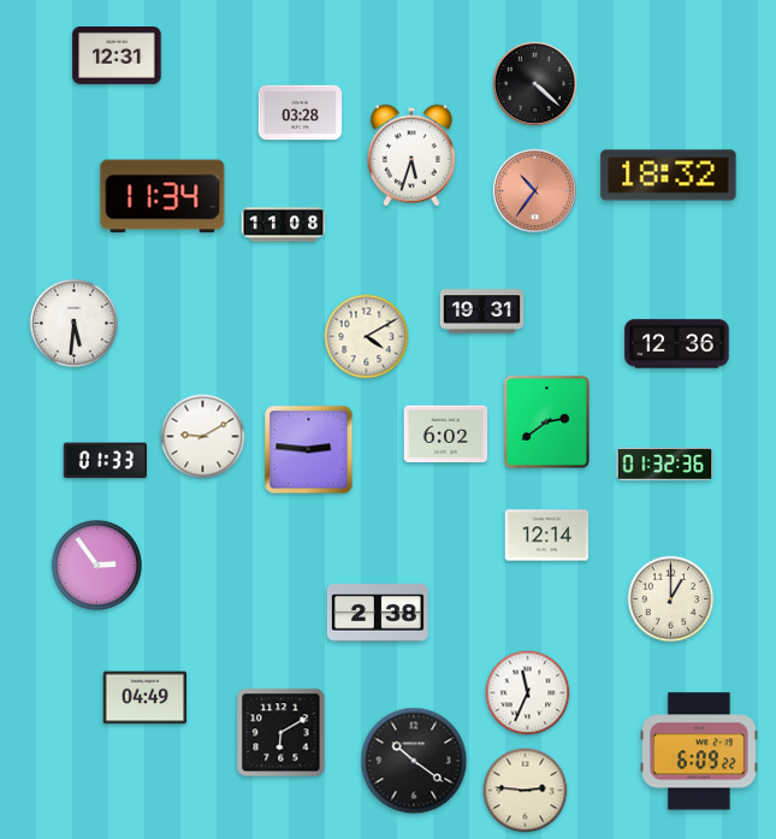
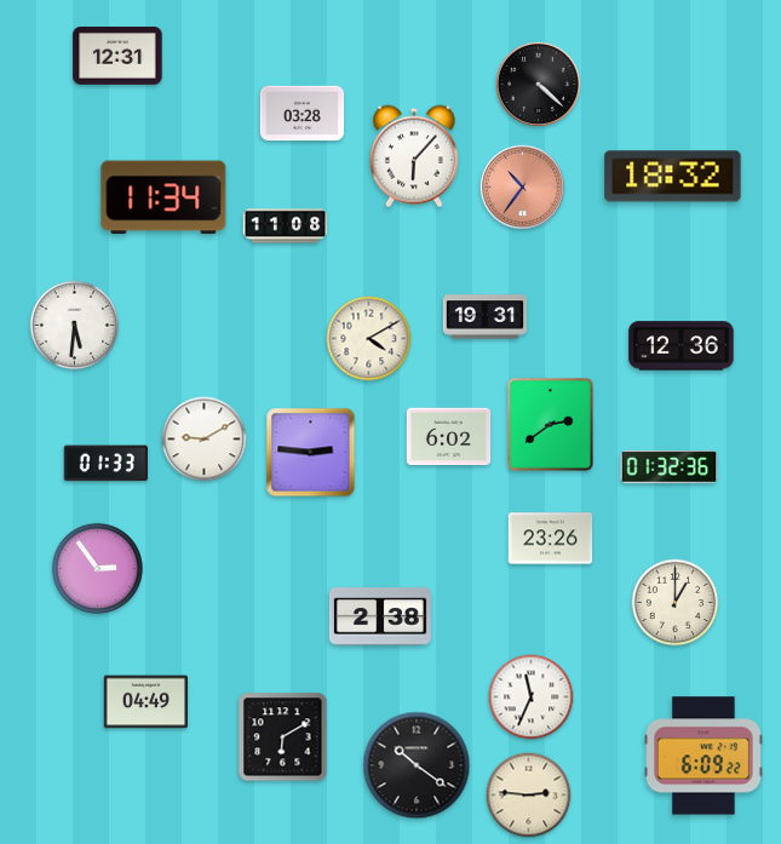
clock at (411, 155): 5:33 -> 6:07
clock at (534, 190) position: (534, 190) -> (522, 186)
clock at (482, 312) position: (482, 312) -> (486, 317)
clock at (547, 536): 12:14 -> 23:26
